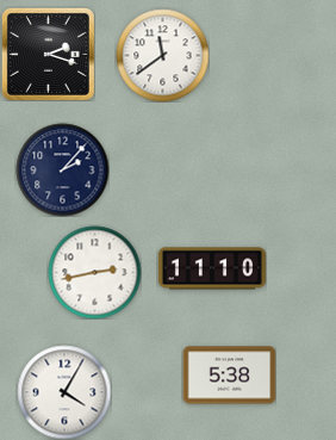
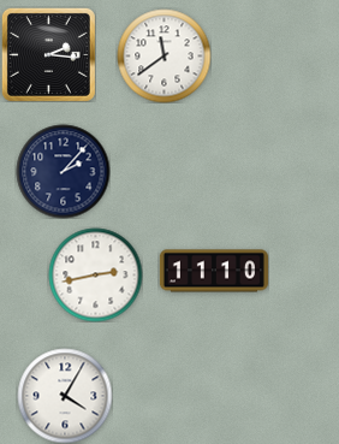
clock at (48, 54): 2:18 -> 2:16
clock at (229, 376): 5:38 -> none
